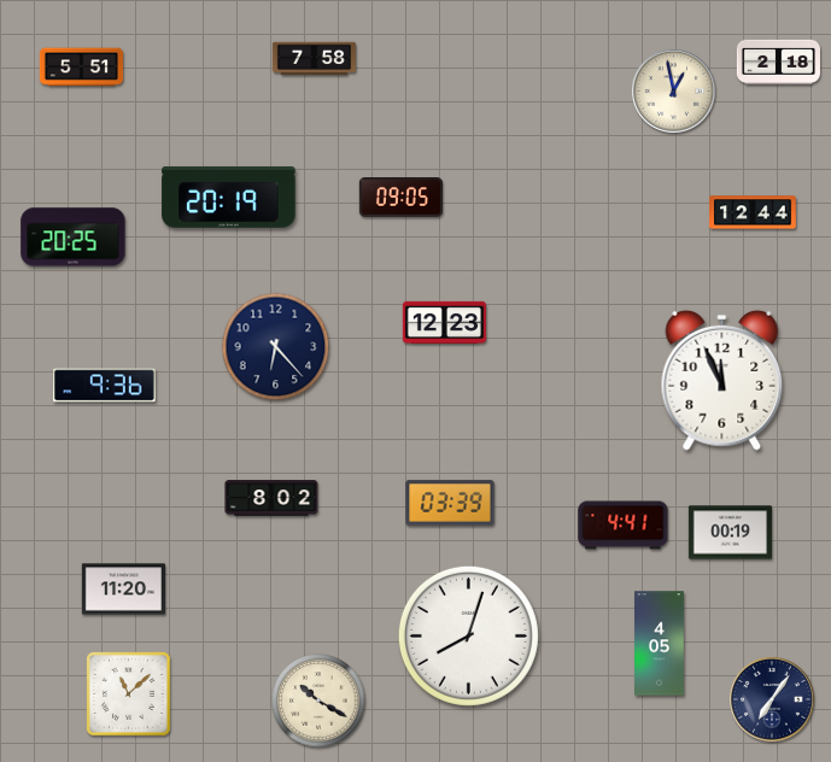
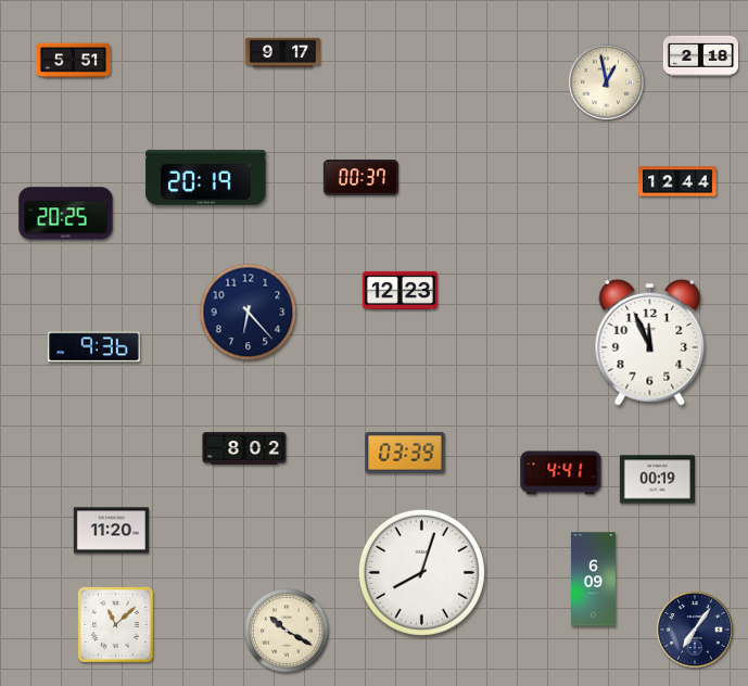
clock at (314, 59): 7:58 -> 9:17
clock at (400, 198): 09:05 -> 00:37
clock at (753, 212) position: (753, 212) -> (677, 181)
clock at (660, 644): 4:05 -> 6:09
